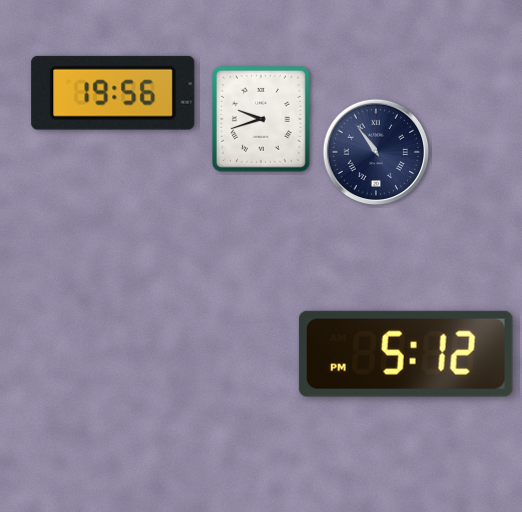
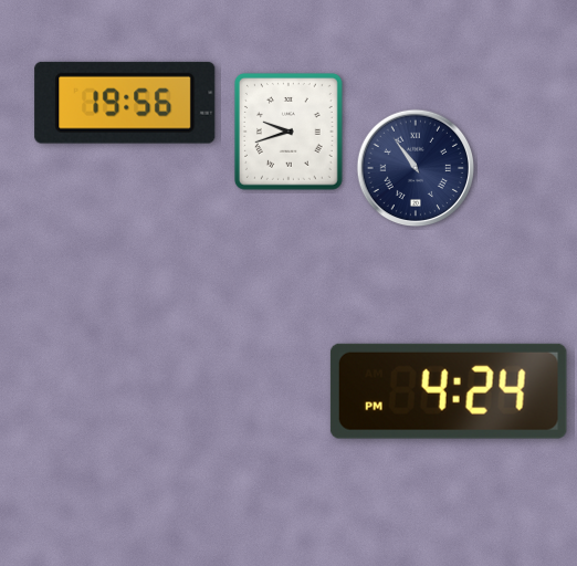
clock at (406, 354): 5:12 -> 4:24
